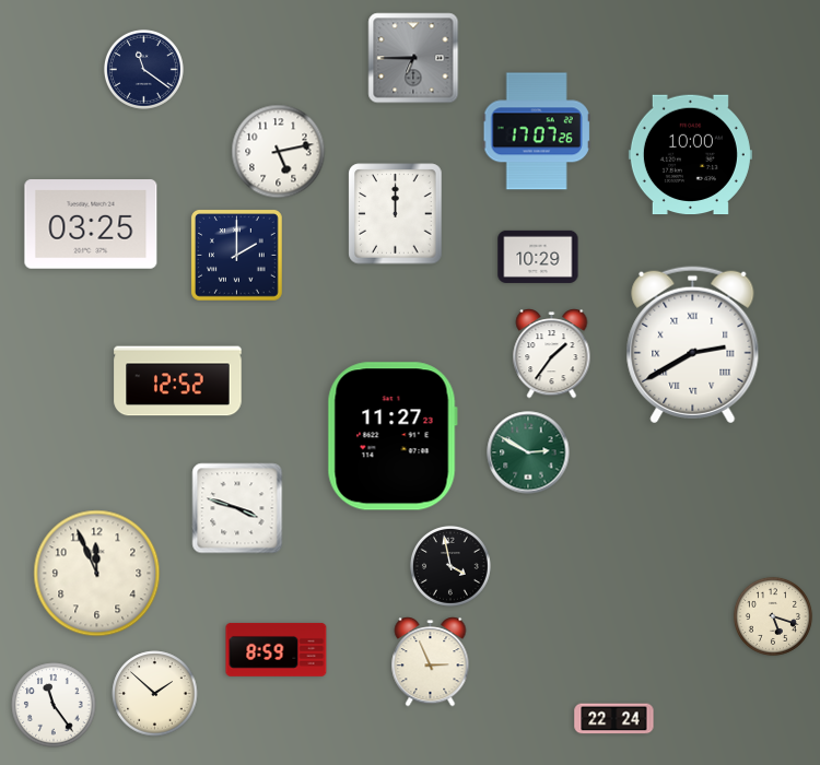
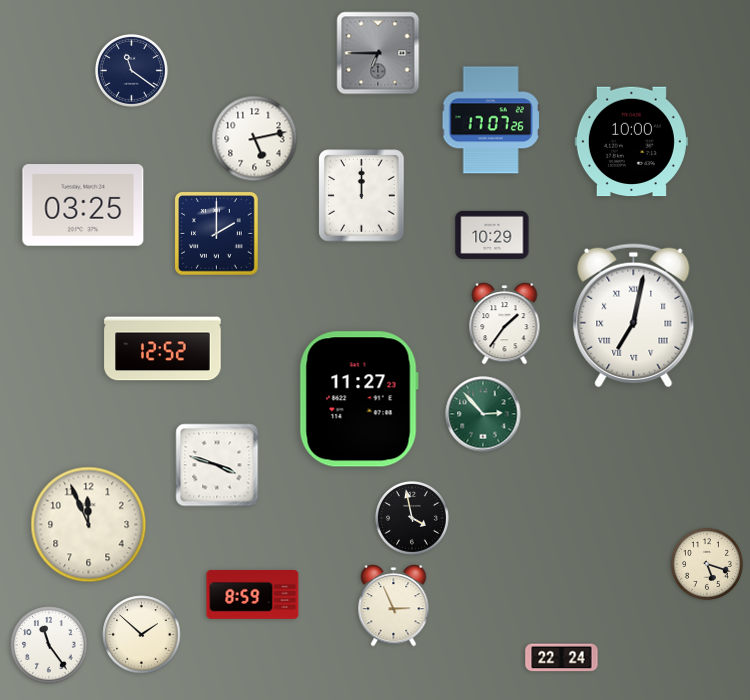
clock at (143, 69) position: (143, 69) -> (131, 70)
clock at (693, 345): 2:40 -> 7:02
clock at (528, 452): 2:50 -> 2:53
